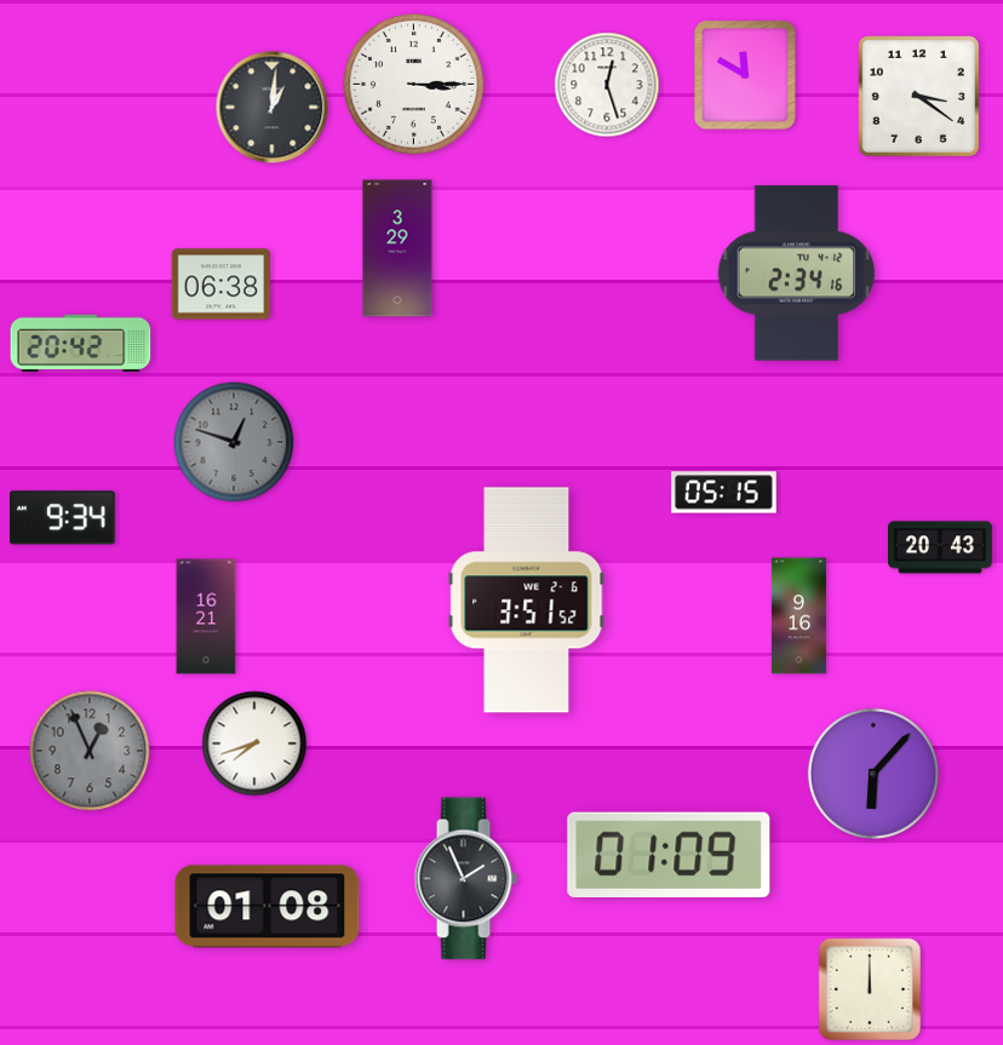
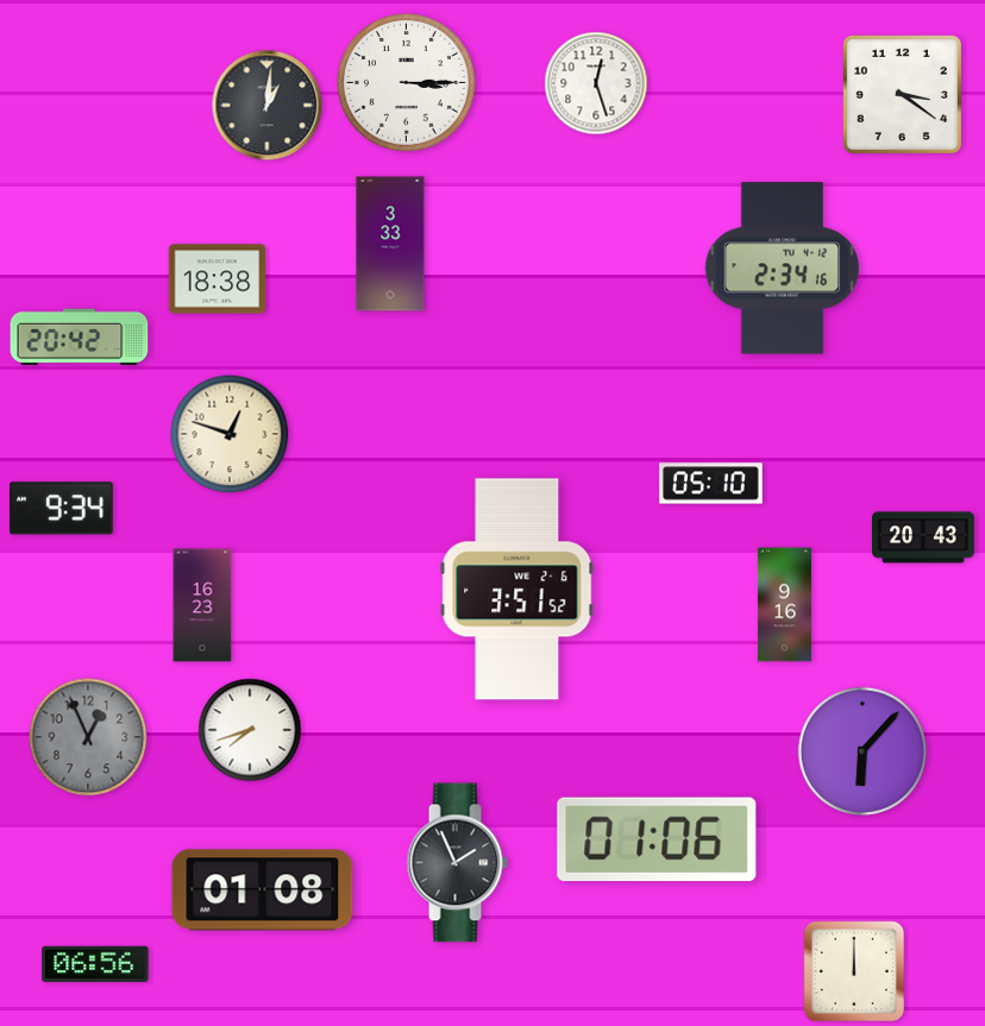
clock at (745, 75): 11:50 -> none
clock at (397, 248): 3:29 -> 3:33
clock at (222, 285): 06:38 -> 18:38
clock at (234, 442) dial: grey -> cream
clock at (724, 493): 05:15 -> 05:10
clock at (206, 616): 16:21 -> 16:23
clock at (873, 774) position: (873, 774) -> (862, 751)
clock at (669, 855): 01:09 -> 01:06
clock at (95, 963): none -> 06:56
